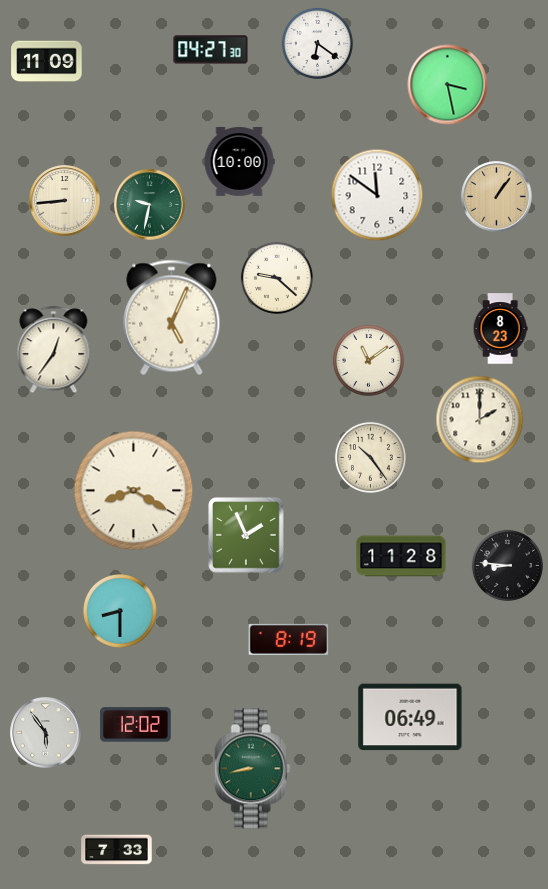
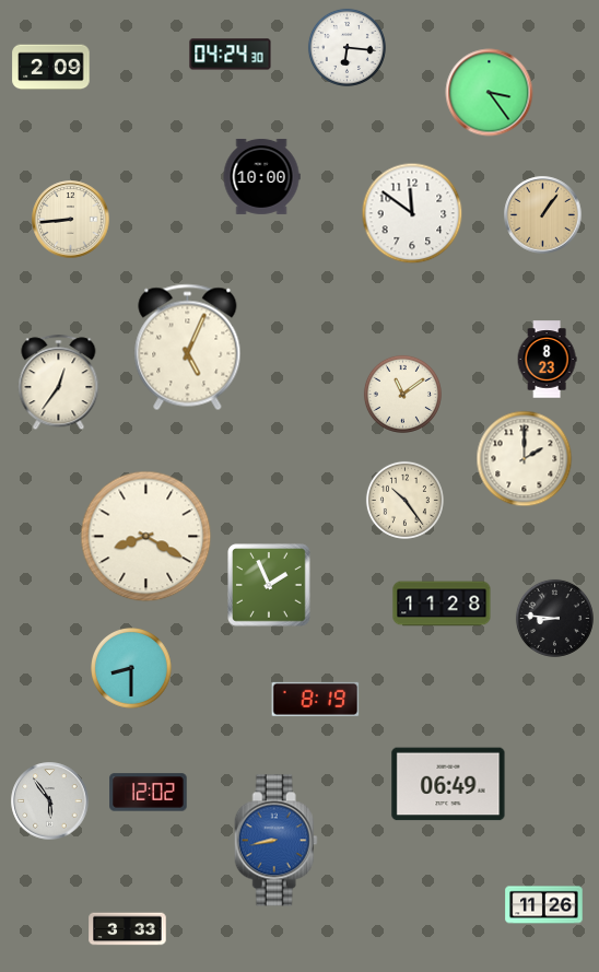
clock at (317, 43): 6:21 -> 6:16
clock at (211, 50): 04:27 -> 04:24
clock at (47, 62): 11:09 -> 2:09
clock at (448, 85): 3:28 -> 3:24
clock at (150, 205): 9:32 -> none
clock at (277, 278): 9:22 -> none
clock at (401, 556) position: (401, 556) -> (442, 604)
clock at (252, 769) dial: green -> blue
clock at (544, 905): none -> 11:26
clock at (117, 850): 7:33 -> 3:33
